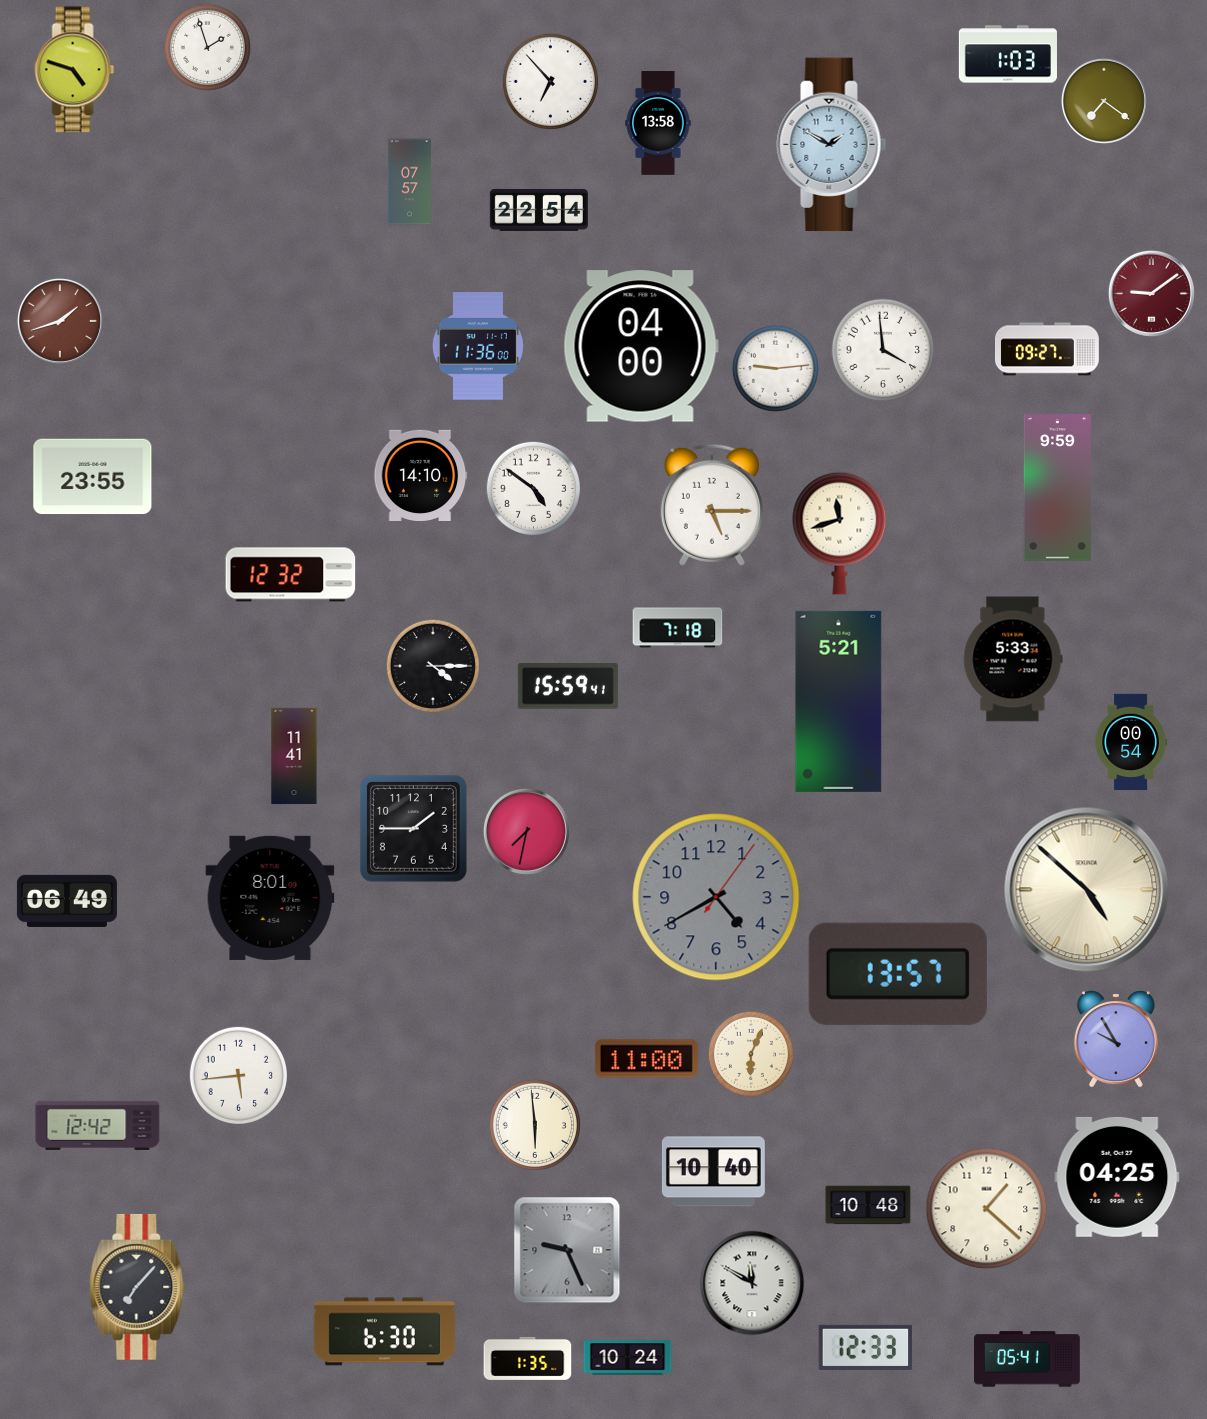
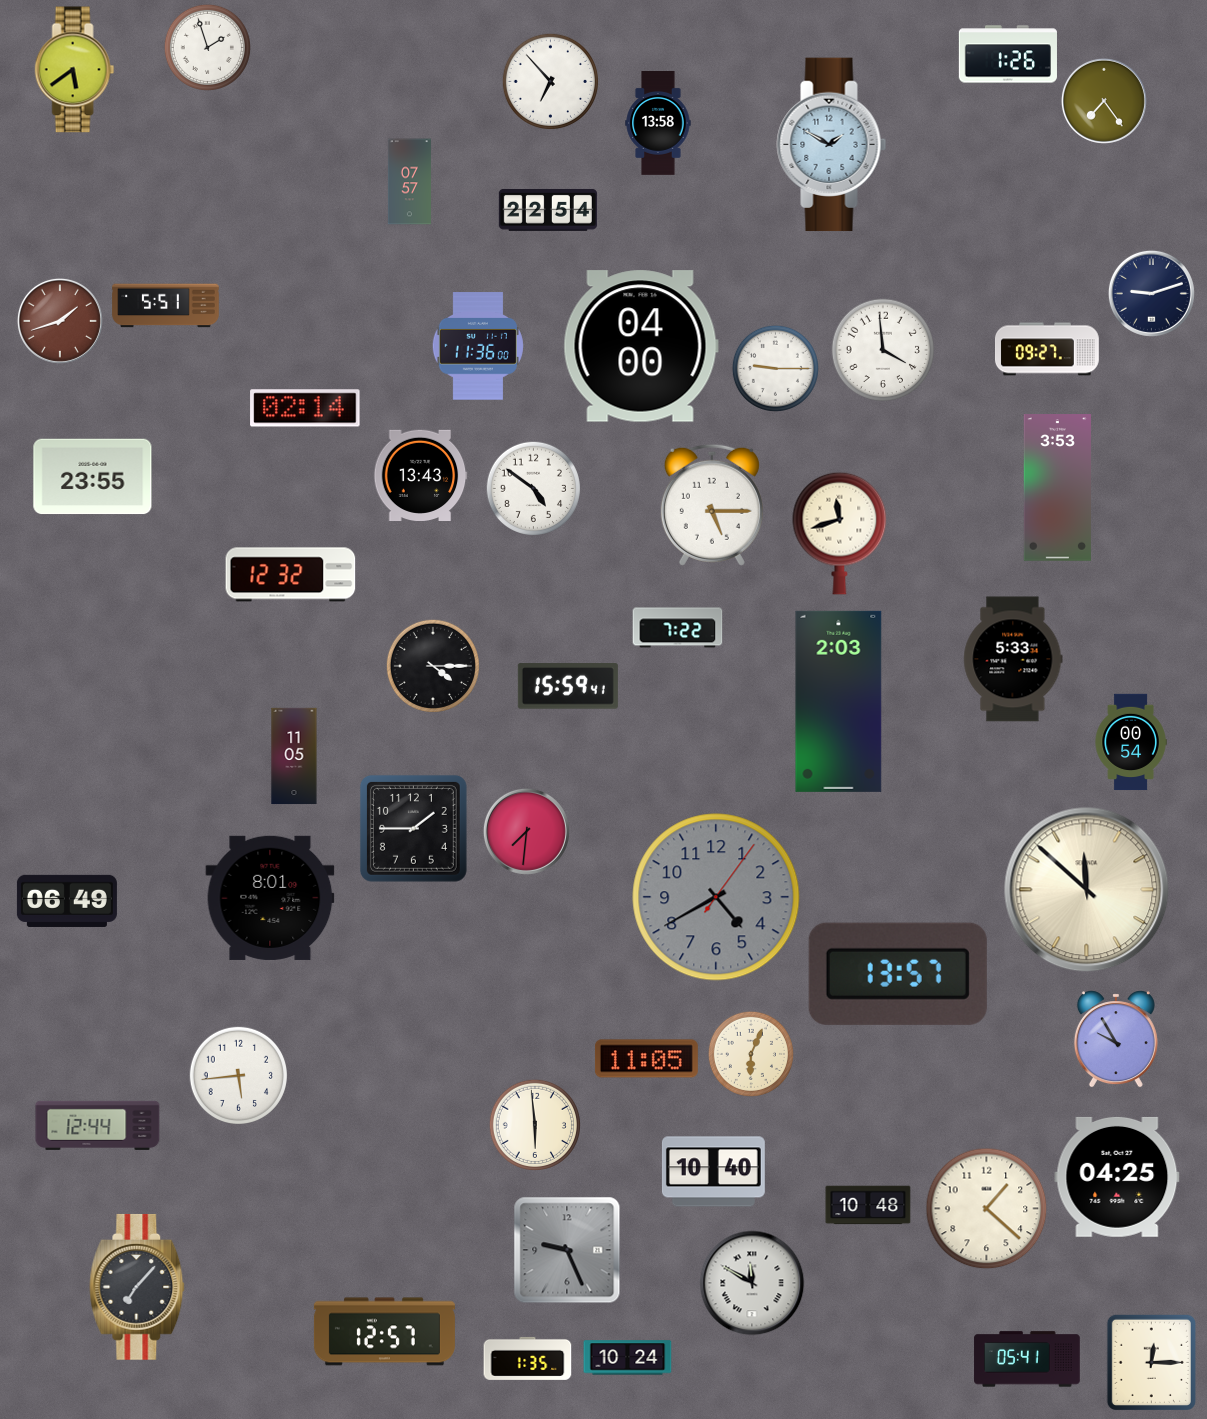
clock at (1008, 54): 1:03 -> 1:26
clock at (75, 70): 4:48 -> 5:39
clock at (1104, 101): 7:21 -> 7:24
clock at (539, 210) position: (539, 210) -> (548, 210)
clock at (1151, 293): 9:09 -> 9:12
clock at (1151, 293) dial: burgundy -> navy
clock at (166, 306): none -> 5:51
clock at (775, 368): 9:14 -> 9:15
clock at (305, 408): none -> 02:14
clock at (420, 475): 14:10 -> 13:43
clock at (1057, 488): 9:59 -> 3:53
clock at (678, 628): 7:18 -> 7:22
clock at (839, 701): 5:21 -> 2:03
clock at (294, 756): 11:41 -> 11:05
clock at (526, 831): 7:32 -> 7:31
clock at (1087, 890): 4:52 -> 11:52
clock at (646, 1059): 11:00 -> 11:05
clock at (98, 1125): 12:42 -> 12:44
clock at (384, 1332): 6:30 -> 12:57
clock at (866, 1347): 12:33 -> none
clock at (1151, 1362): none -> 12:15
